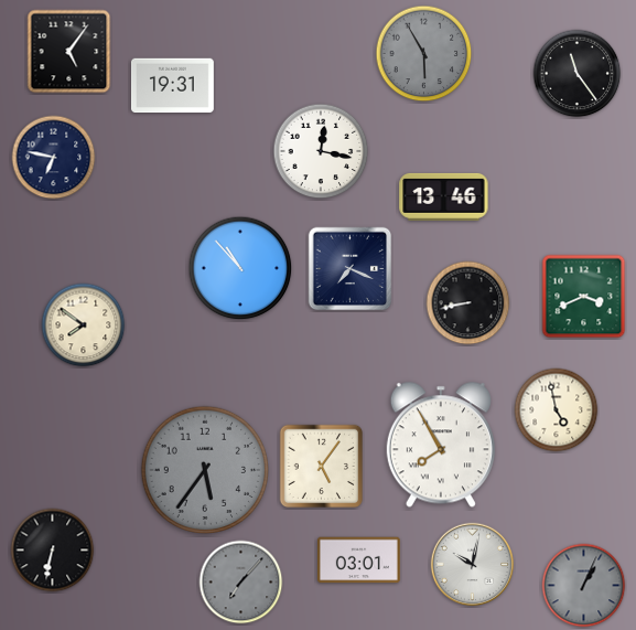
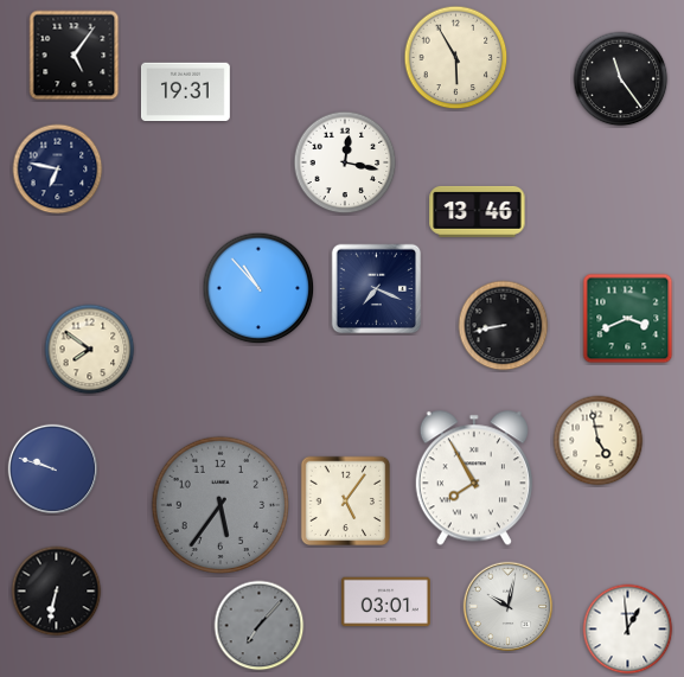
clock at (424, 54) dial: grey -> cream
clock at (53, 470): none -> 9:48
clock at (584, 586): 1:04 -> 12:59
clock at (584, 586) dial: grey -> white
